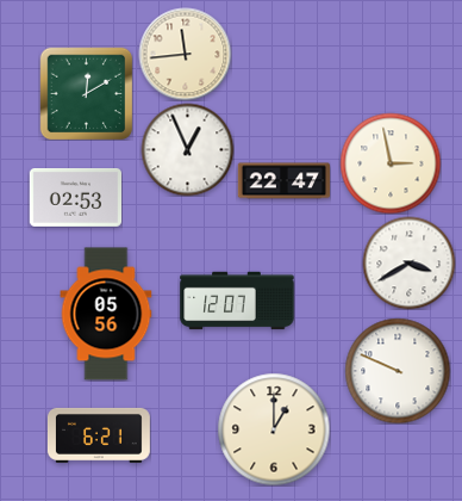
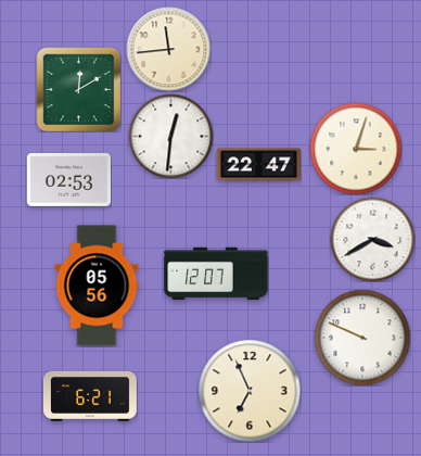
clock at (86, 93) position: (86, 93) -> (78, 89)
clock at (187, 149): 12:56 -> 12:31
clock at (391, 163): 2:58 -> 3:03
clock at (274, 429): 1:00 -> 6:56
